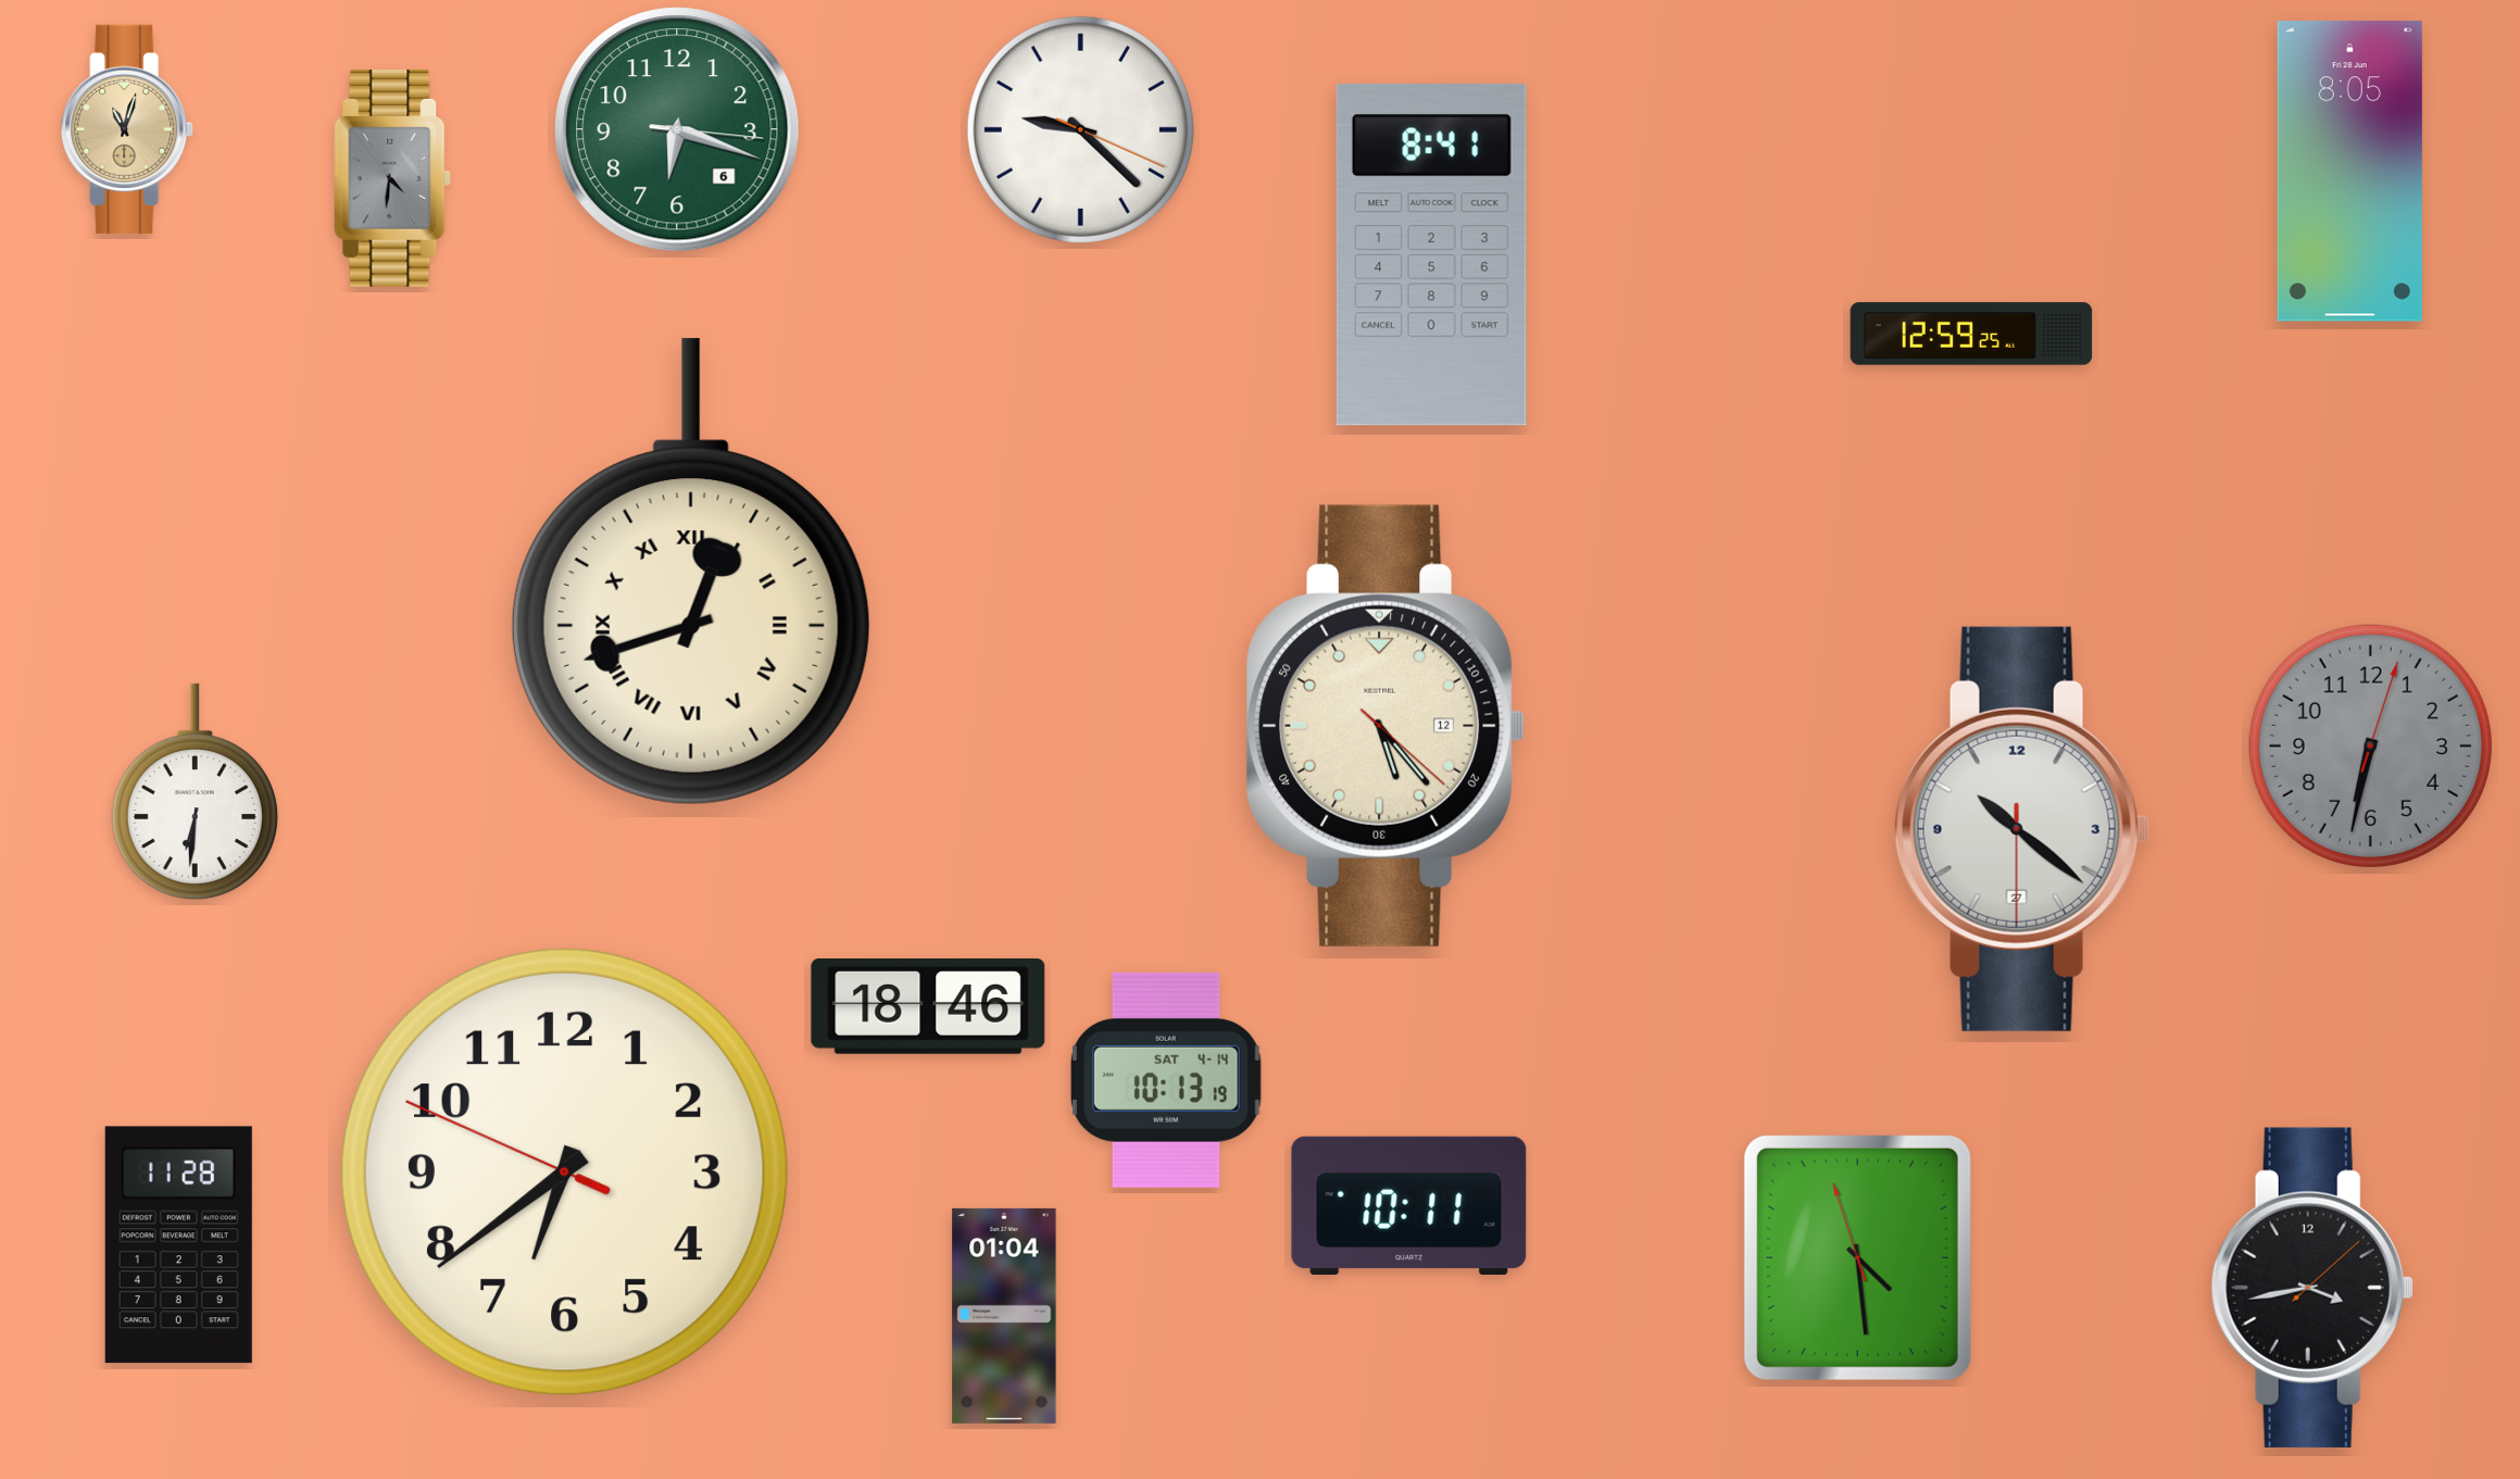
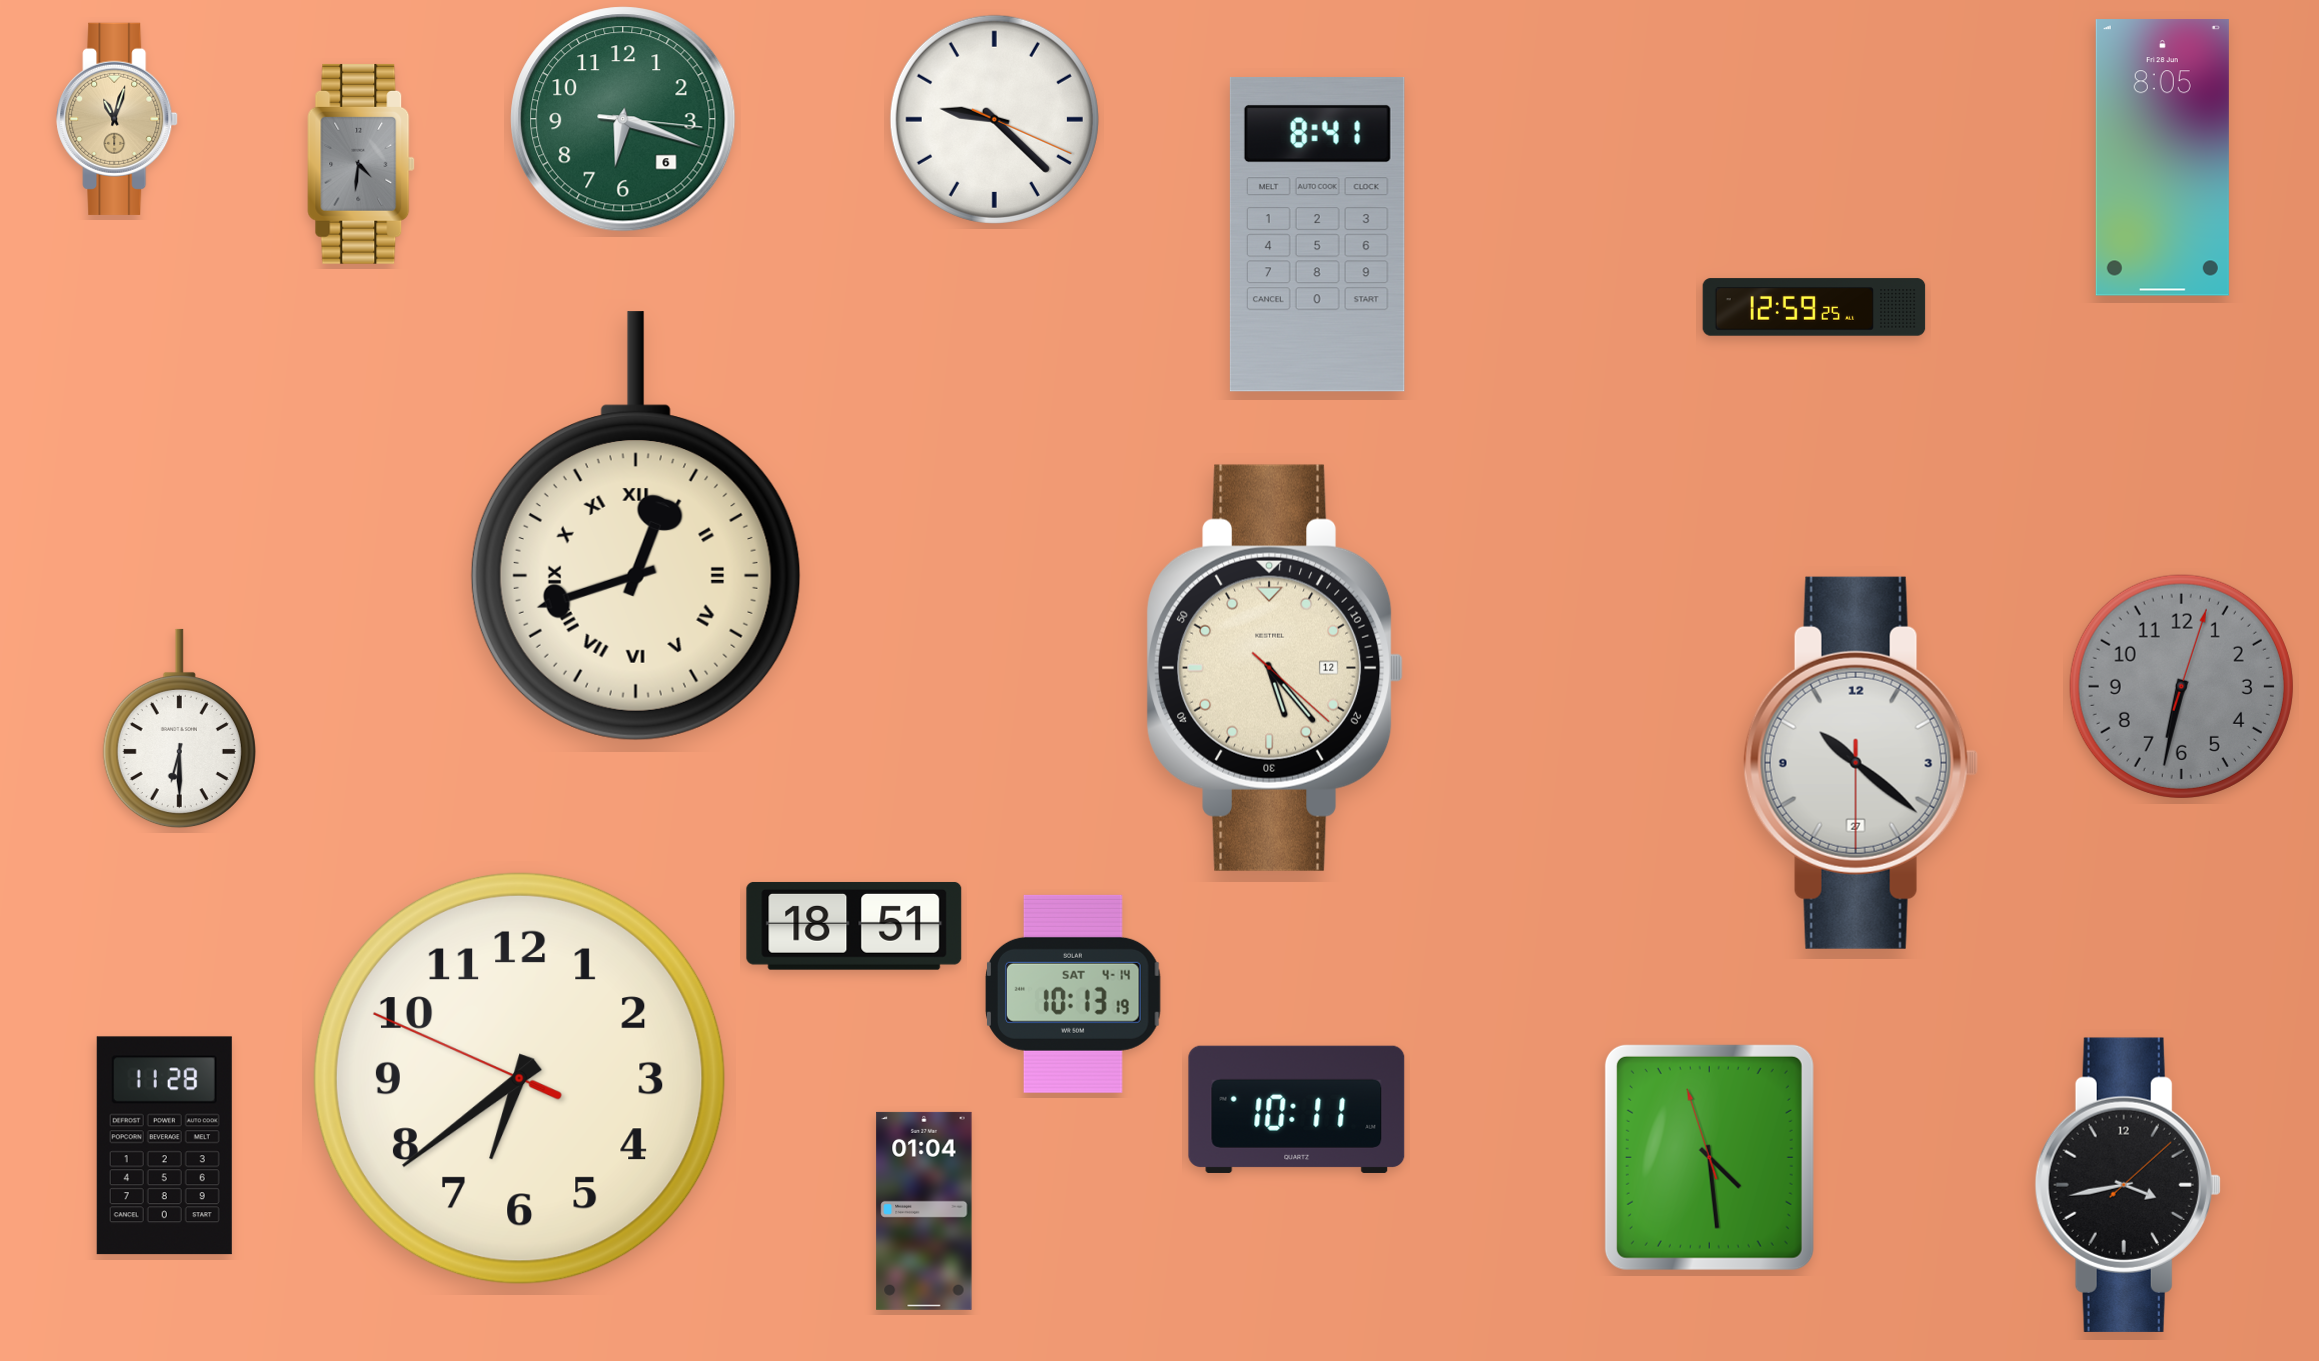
clock at (195, 792): 6:31 -> 6:30
clock at (928, 1006): 18:46 -> 18:51
